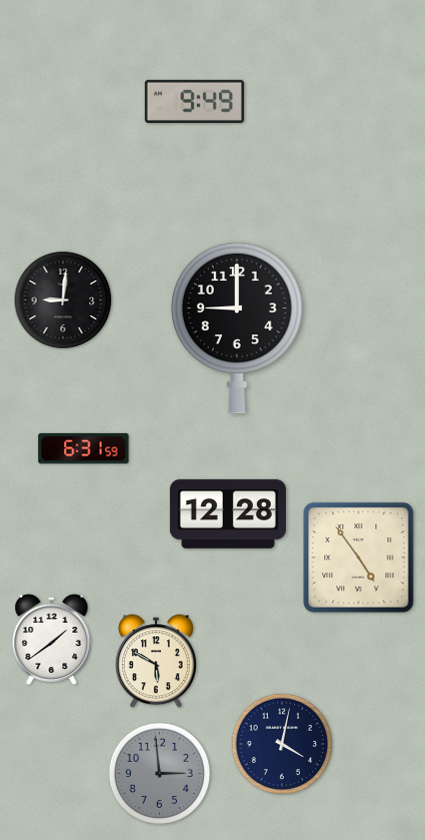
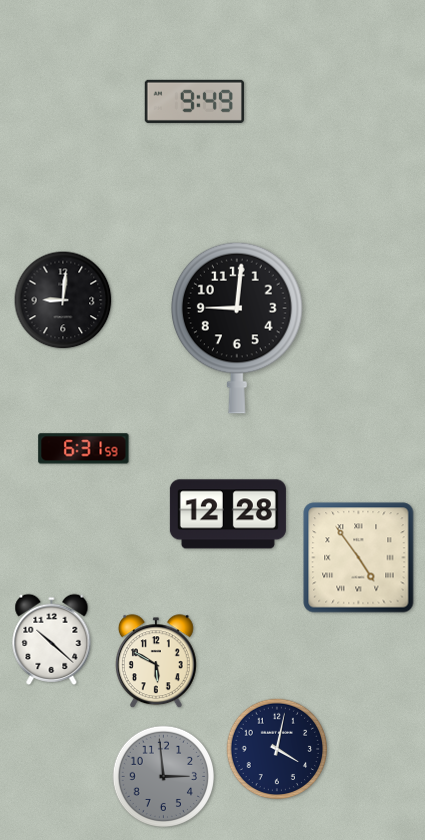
clock at (237, 328): 9:00 -> 9:01
clock at (52, 639): 1:39 -> 10:22
clock at (282, 744) position: (282, 744) -> (277, 749)
clock at (160, 774) position: (160, 774) -> (164, 777)
